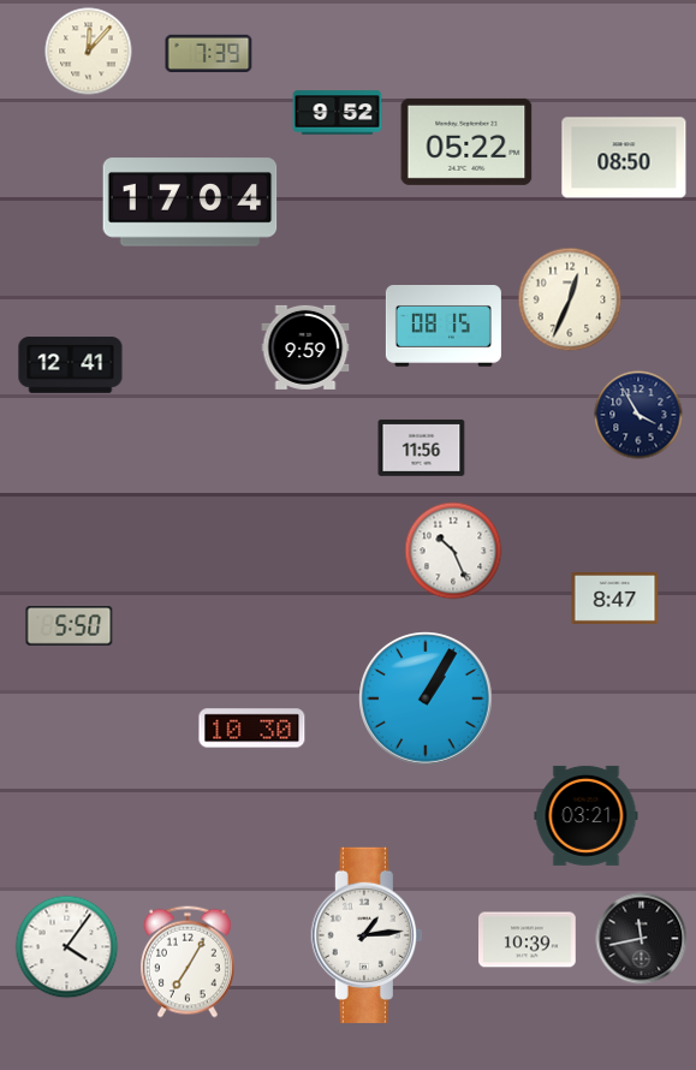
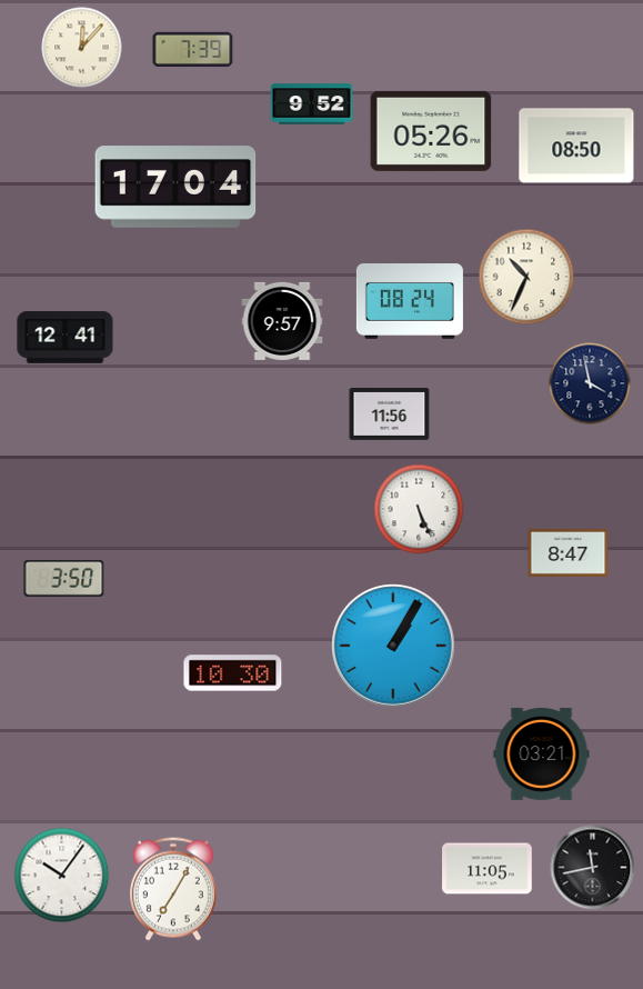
clock at (466, 142): 05:22 -> 05:26
clock at (570, 299): 12:34 -> 10:34
clock at (444, 326): 08:15 -> 08:24
clock at (305, 347): 9:59 -> 9:57
clock at (638, 415): 3:55 -> 3:58
clock at (453, 551): 10:26 -> 5:26
clock at (70, 626): 5:50 -> 3:50
clock at (367, 935): 1:14 -> none
clock at (528, 940): 10:39 -> 11:05
clock at (67, 947): 4:06 -> 10:06
